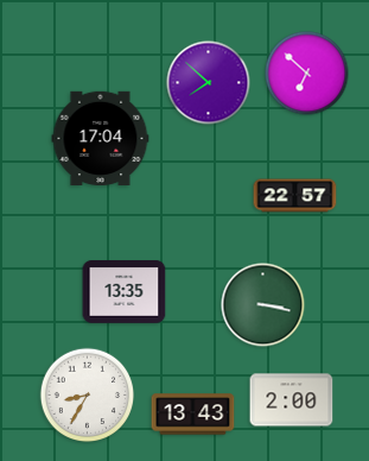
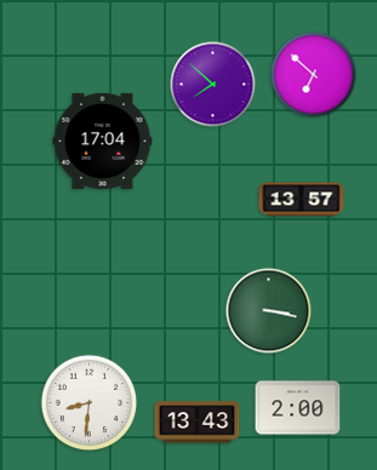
clock at (295, 196): 22:57 -> 13:57
clock at (125, 292): 13:35 -> none
clock at (88, 396): 8:35 -> 8:31
